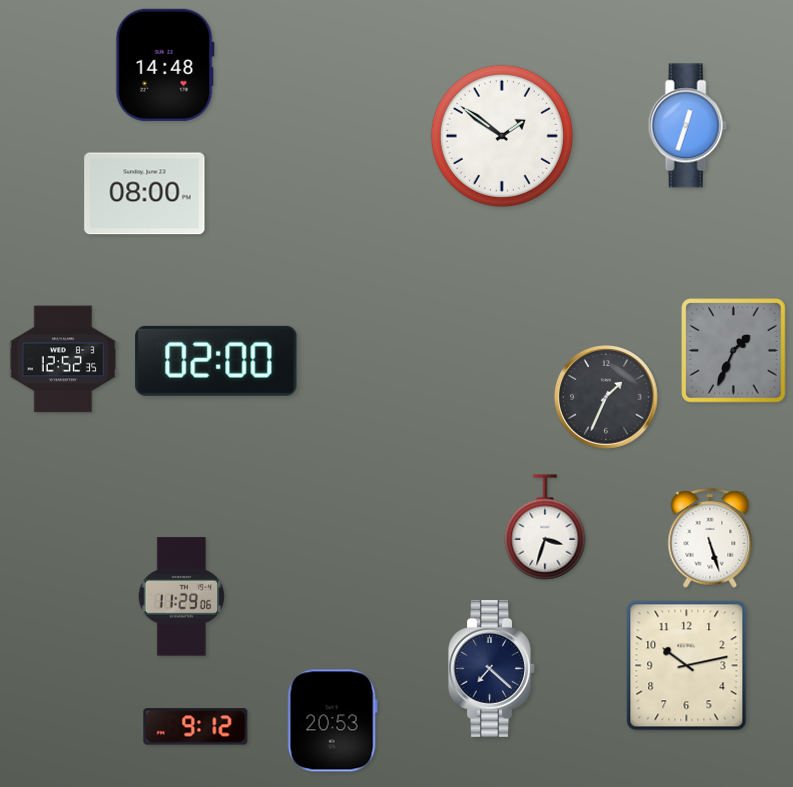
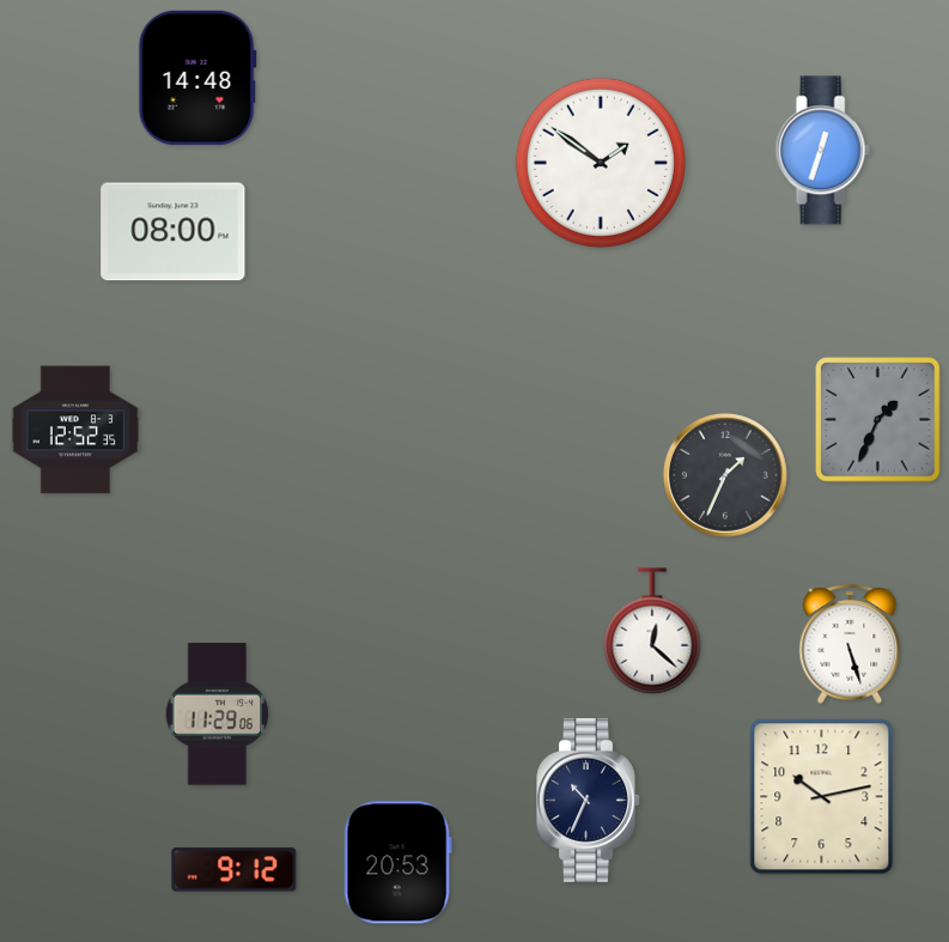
clock at (216, 361): 02:00 -> none
clock at (545, 527): 3:33 -> 12:22
clock at (492, 669): 7:22 -> 10:34
